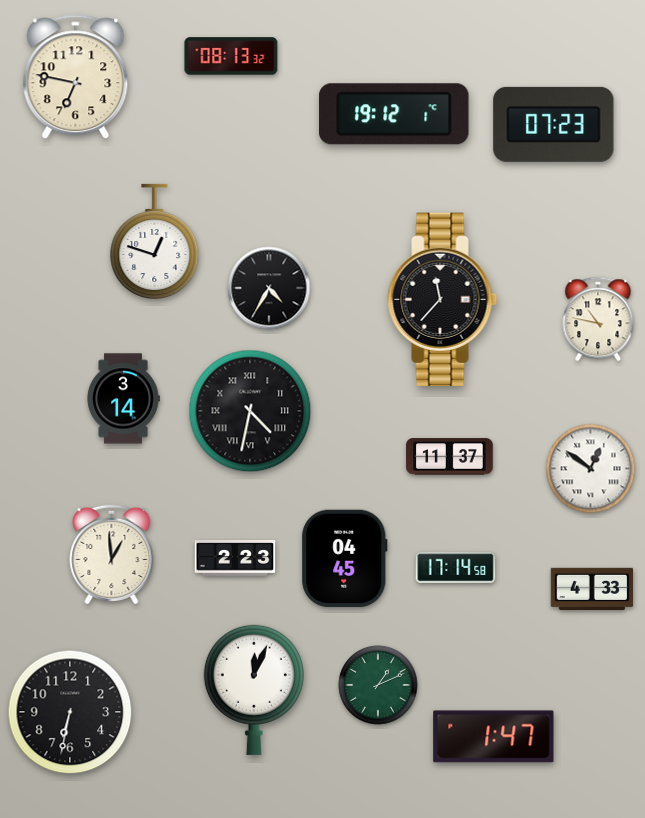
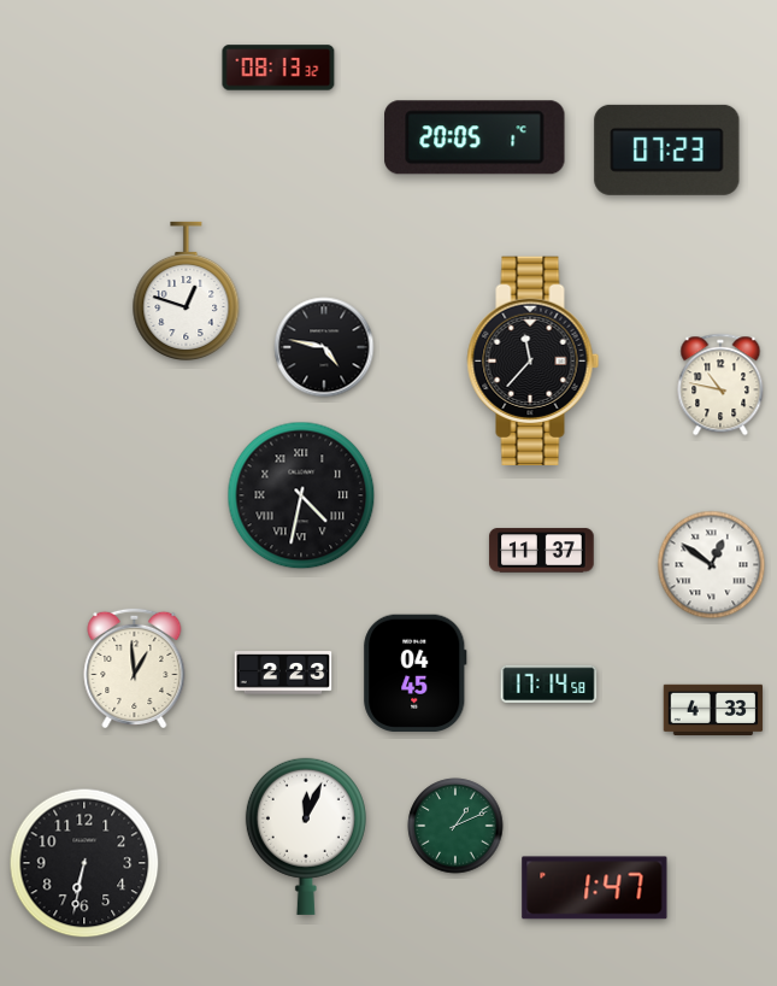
clock at (76, 77): 6:47 -> none
clock at (394, 114): 19:12 -> 20:05
clock at (269, 288): 4:35 -> 4:47
clock at (123, 399): 3:14 -> none
clock at (254, 690) position: (254, 690) -> (306, 837)
clock at (70, 712) position: (70, 712) -> (84, 863)
